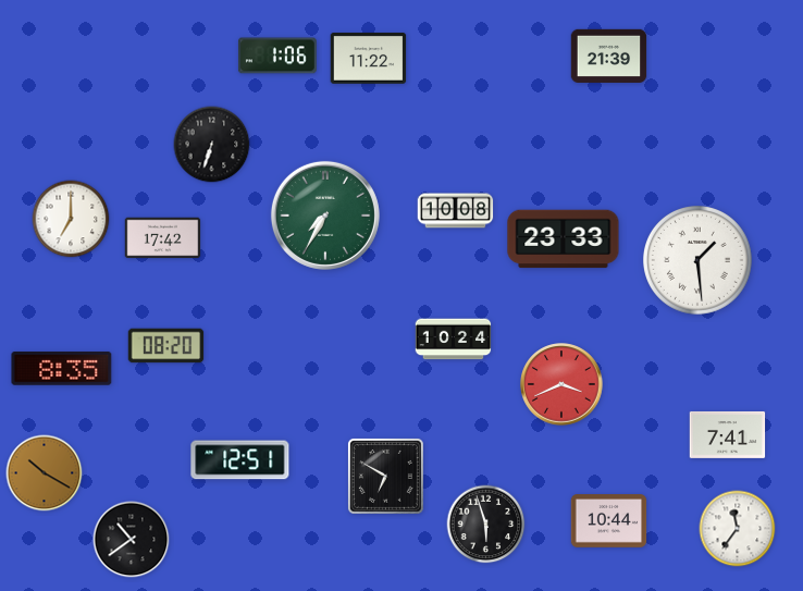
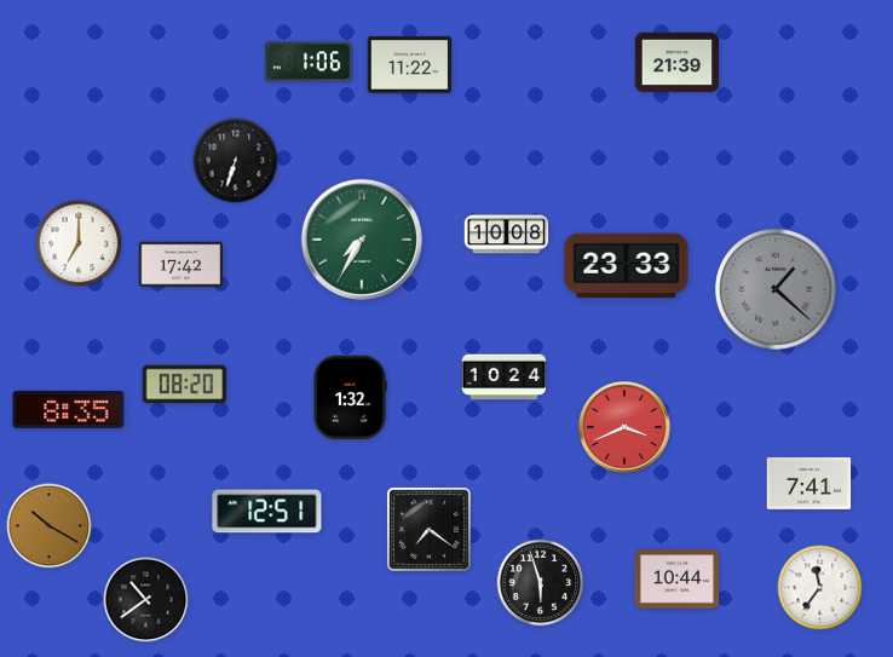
clock at (699, 261): 1:29 -> 1:22
clock at (699, 261) dial: white -> grey
clock at (350, 398): none -> 1:32
clock at (385, 476): 6:50 -> 7:21
